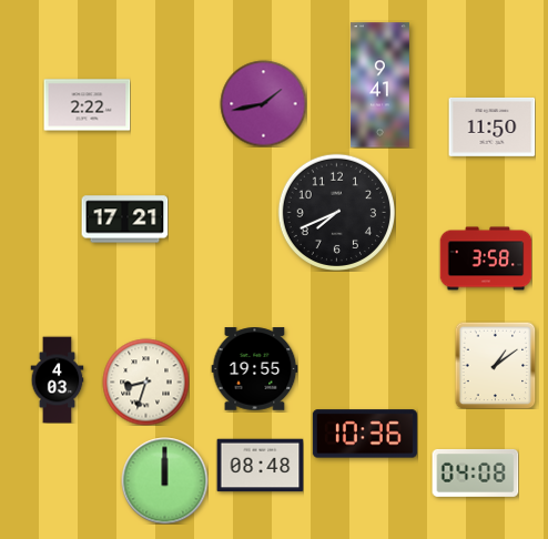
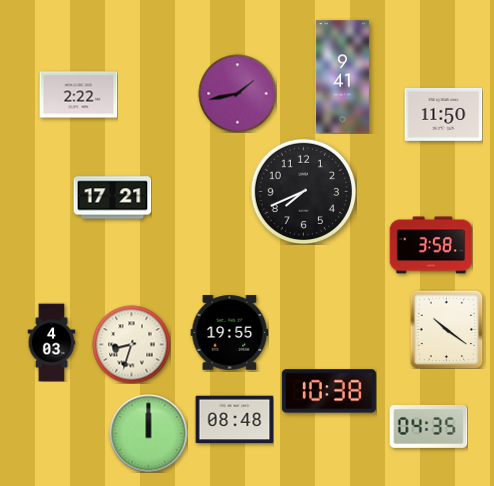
clock at (486, 258) position: (486, 258) -> (431, 245)
clock at (496, 365): 1:09 -> 10:21
clock at (365, 434): 10:36 -> 10:38
clock at (475, 472): 04:08 -> 04:35
